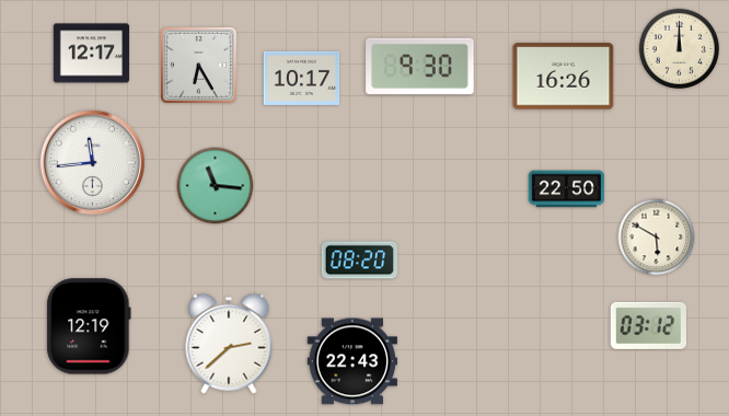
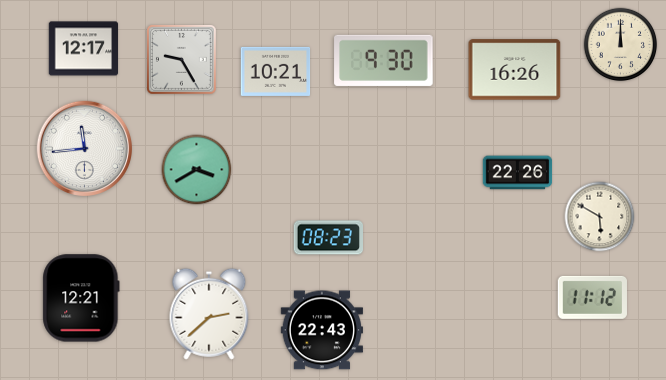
clock at (199, 66): 6:25 -> 9:25
clock at (302, 78): 10:17 -> 10:21
clock at (216, 186): 11:16 -> 3:40
clock at (567, 189): 22:50 -> 22:26
clock at (359, 261): 08:20 -> 08:23
clock at (648, 325): 03:12 -> 11:12
clock at (89, 326): 12:19 -> 12:21
